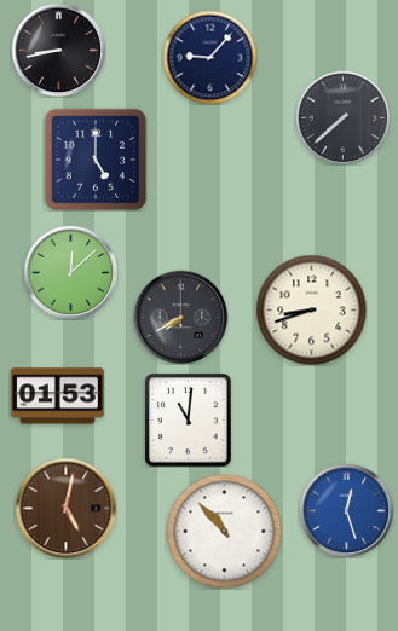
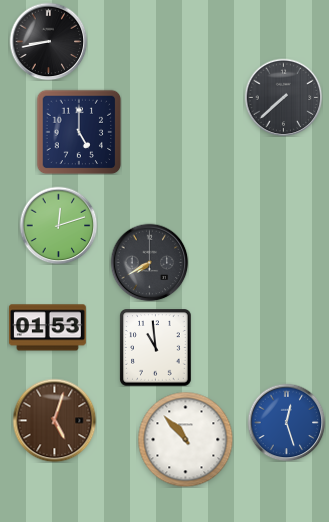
clock at (209, 57): 9:07 -> none
clock at (70, 272): 12:08 -> 12:12
clock at (311, 309): 8:42 -> none
clock at (189, 419): 11:01 -> 10:59
clock at (65, 508): 5:02 -> 5:03
